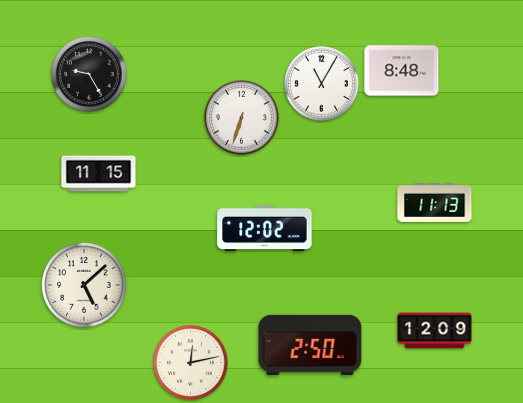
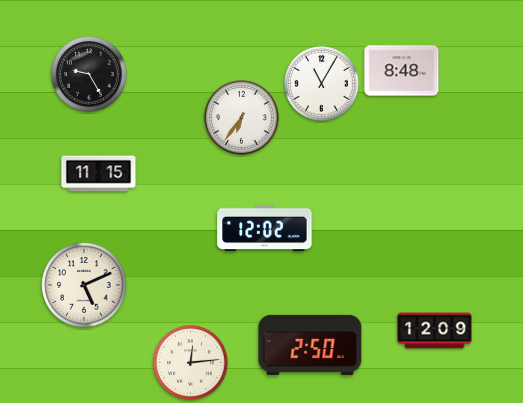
clock at (242, 118): 6:33 -> 6:36
clock at (435, 202): 11:13 -> none
clock at (84, 285): 5:08 -> 5:11
clock at (191, 363): 12:13 -> 12:14
